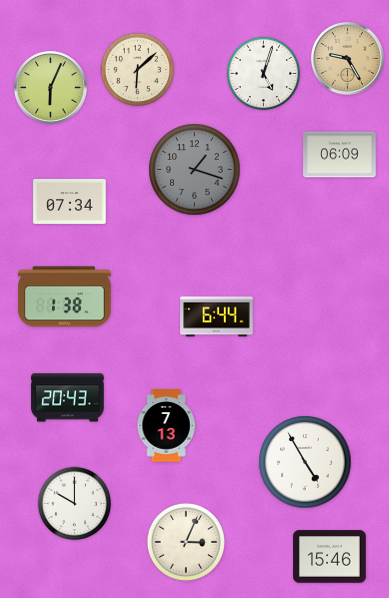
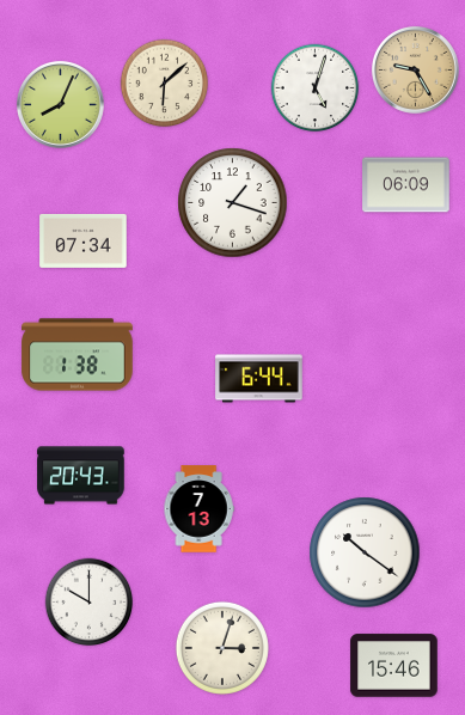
clock at (50, 87): 6:04 -> 8:04
clock at (195, 170) dial: grey -> white
clock at (305, 462): 4:55 -> 10:21
clock at (186, 542): 3:04 -> 3:03
